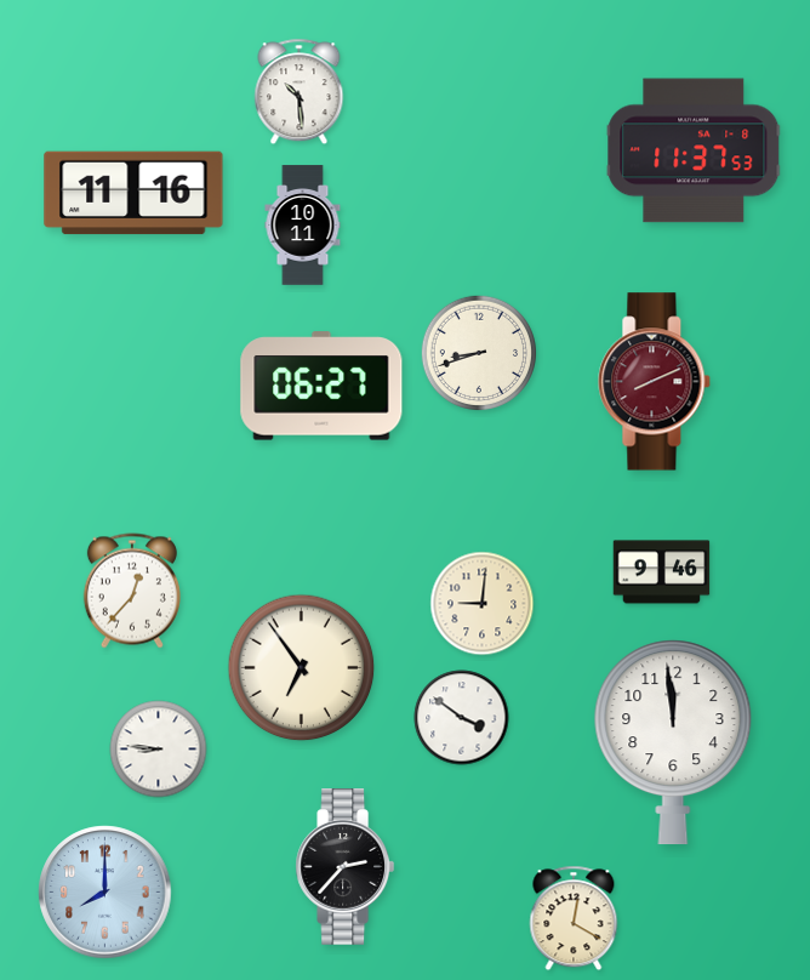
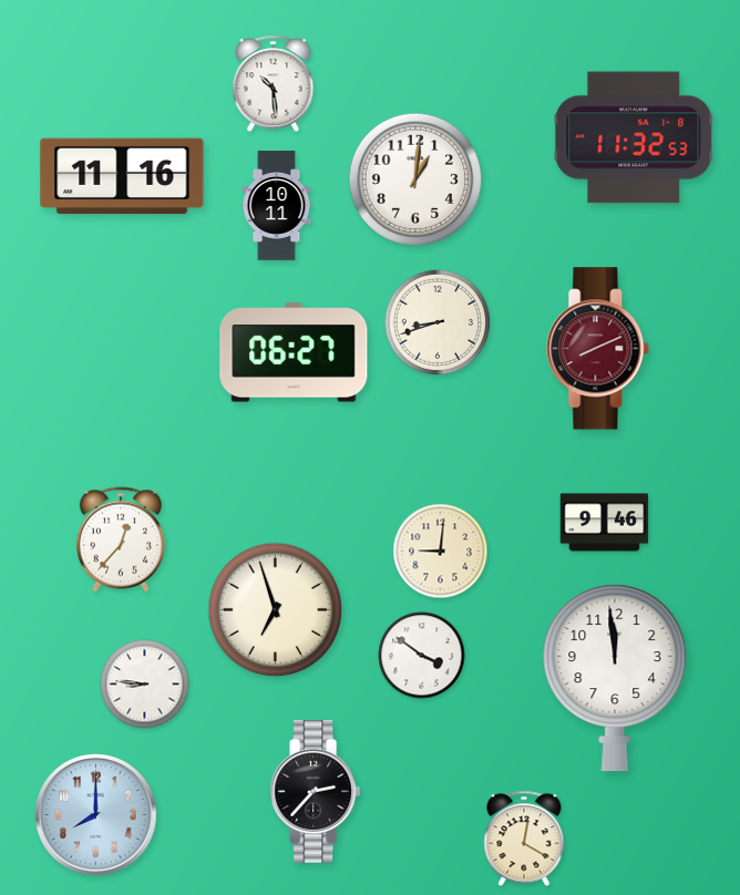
clock at (694, 150): 11:37 -> 11:32
clock at (415, 179): none -> 1:01
clock at (302, 668): 6:54 -> 6:57
